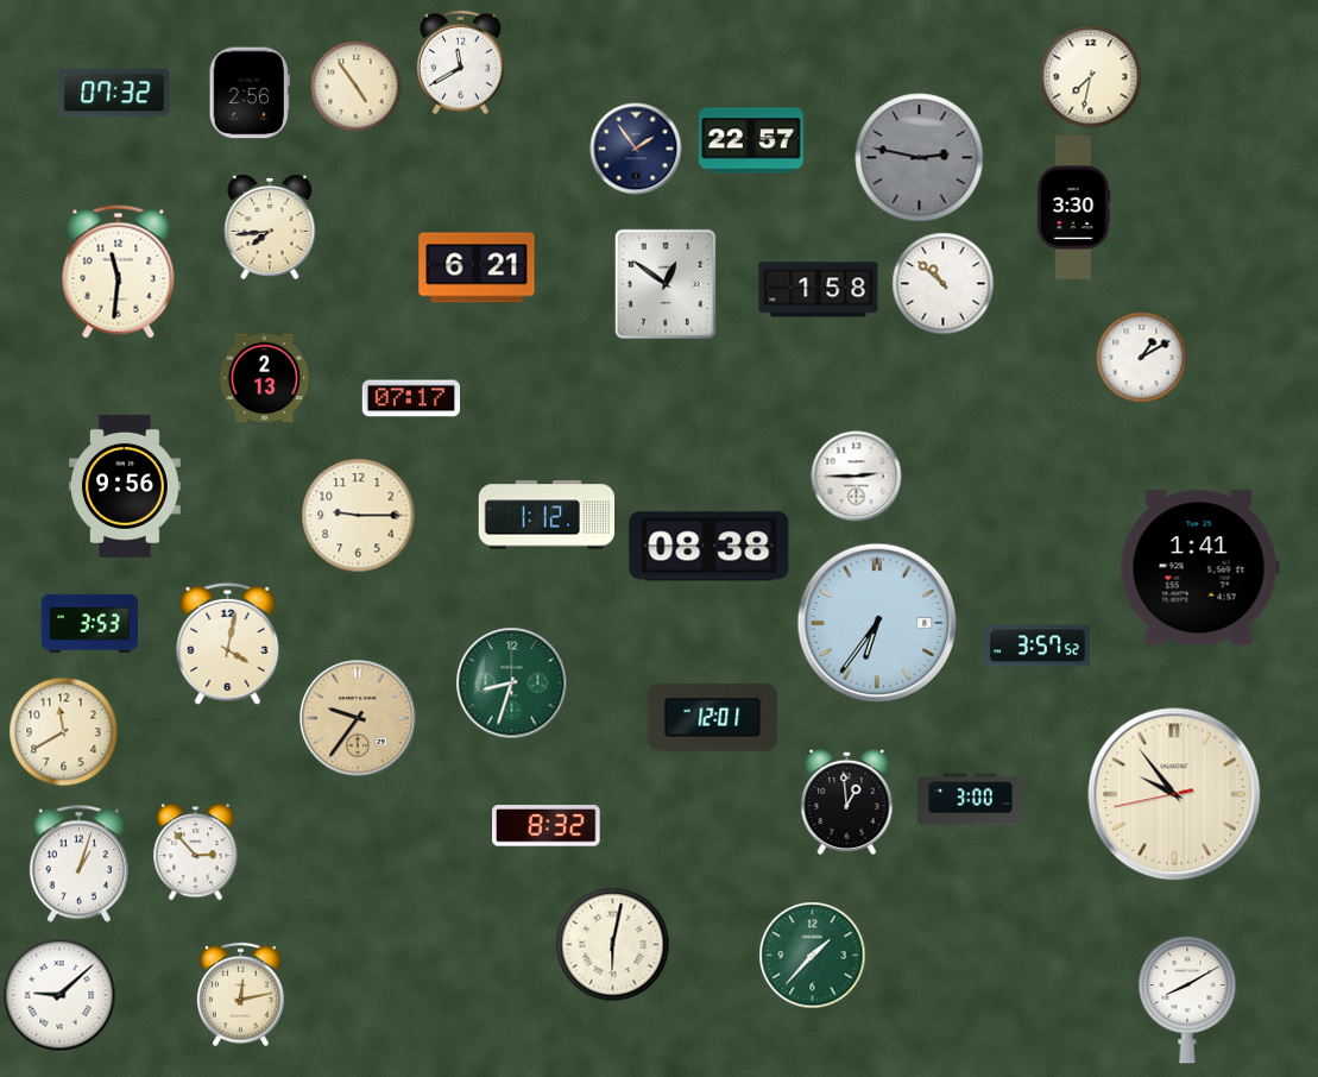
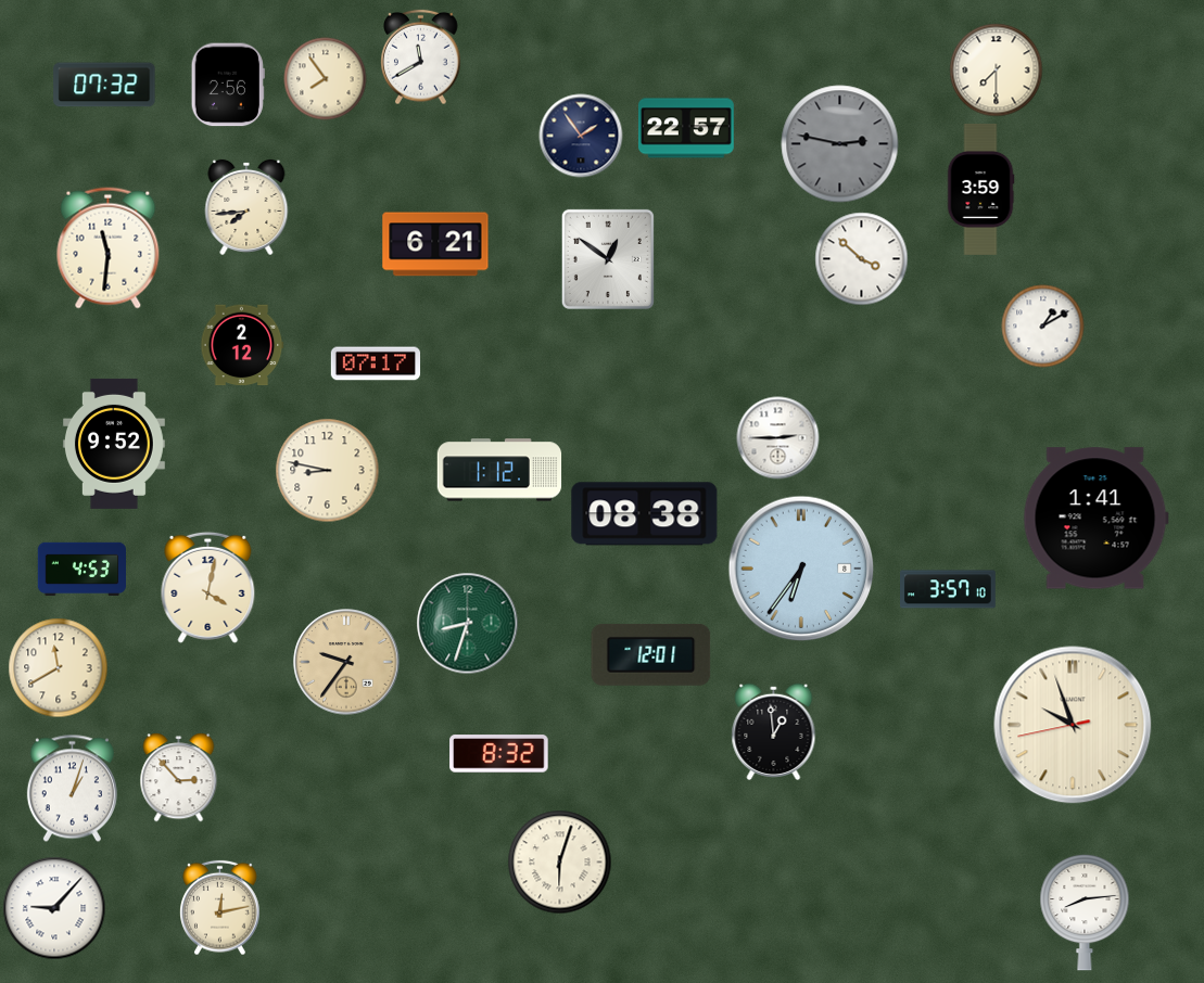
clock at (1091, 77): 7:32 -> 7:30
clock at (357, 87): 4:54 -> 7:54
clock at (1073, 207): 3:30 -> 3:59
clock at (944, 284): 10:52 -> 3:52
clock at (819, 290): 1:58 -> none
clock at (265, 378): 2:13 -> 2:12
clock at (857, 477) position: (857, 477) -> (778, 438)
clock at (125, 486): 9:56 -> 9:52
clock at (359, 516): 9:15 -> 8:47
clock at (710, 547) position: (710, 547) -> (645, 514)
clock at (89, 623): 3:53 -> 4:53
clock at (1039, 645): 3:57:52 -> 3:57:10
clock at (358, 718) position: (358, 718) -> (346, 662)
clock at (1174, 794): 9:53 -> 9:56
clock at (971, 800): 3:00 -> none
clock at (613, 945): 6:02 -> 6:03
clock at (813, 956): 1:37 -> none
clock at (59, 995): 9:08 -> 9:07
clock at (1187, 1000): 8:10 -> 8:14
